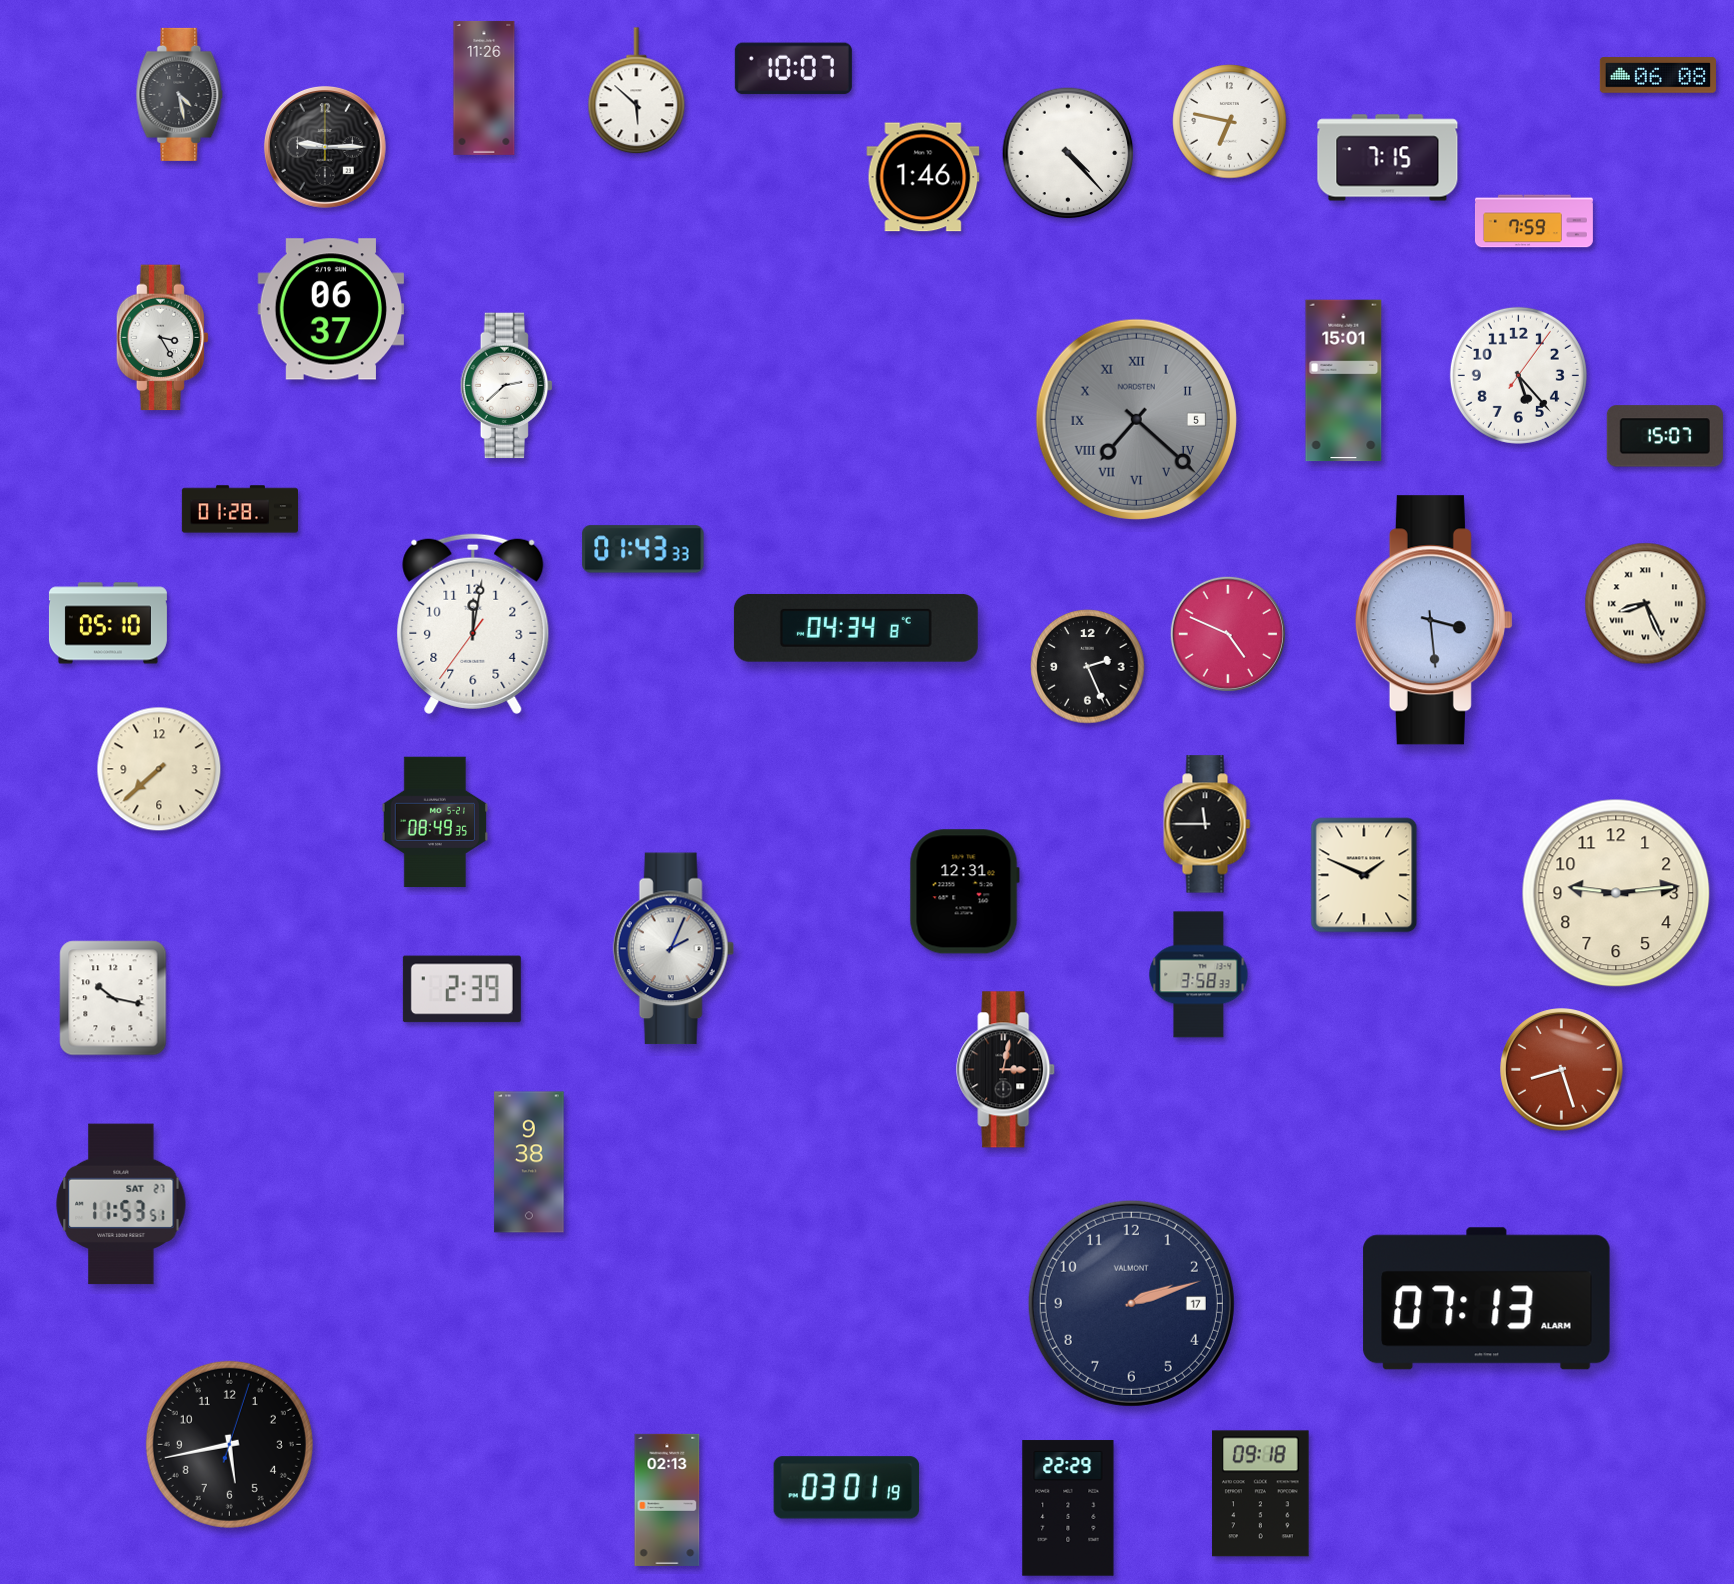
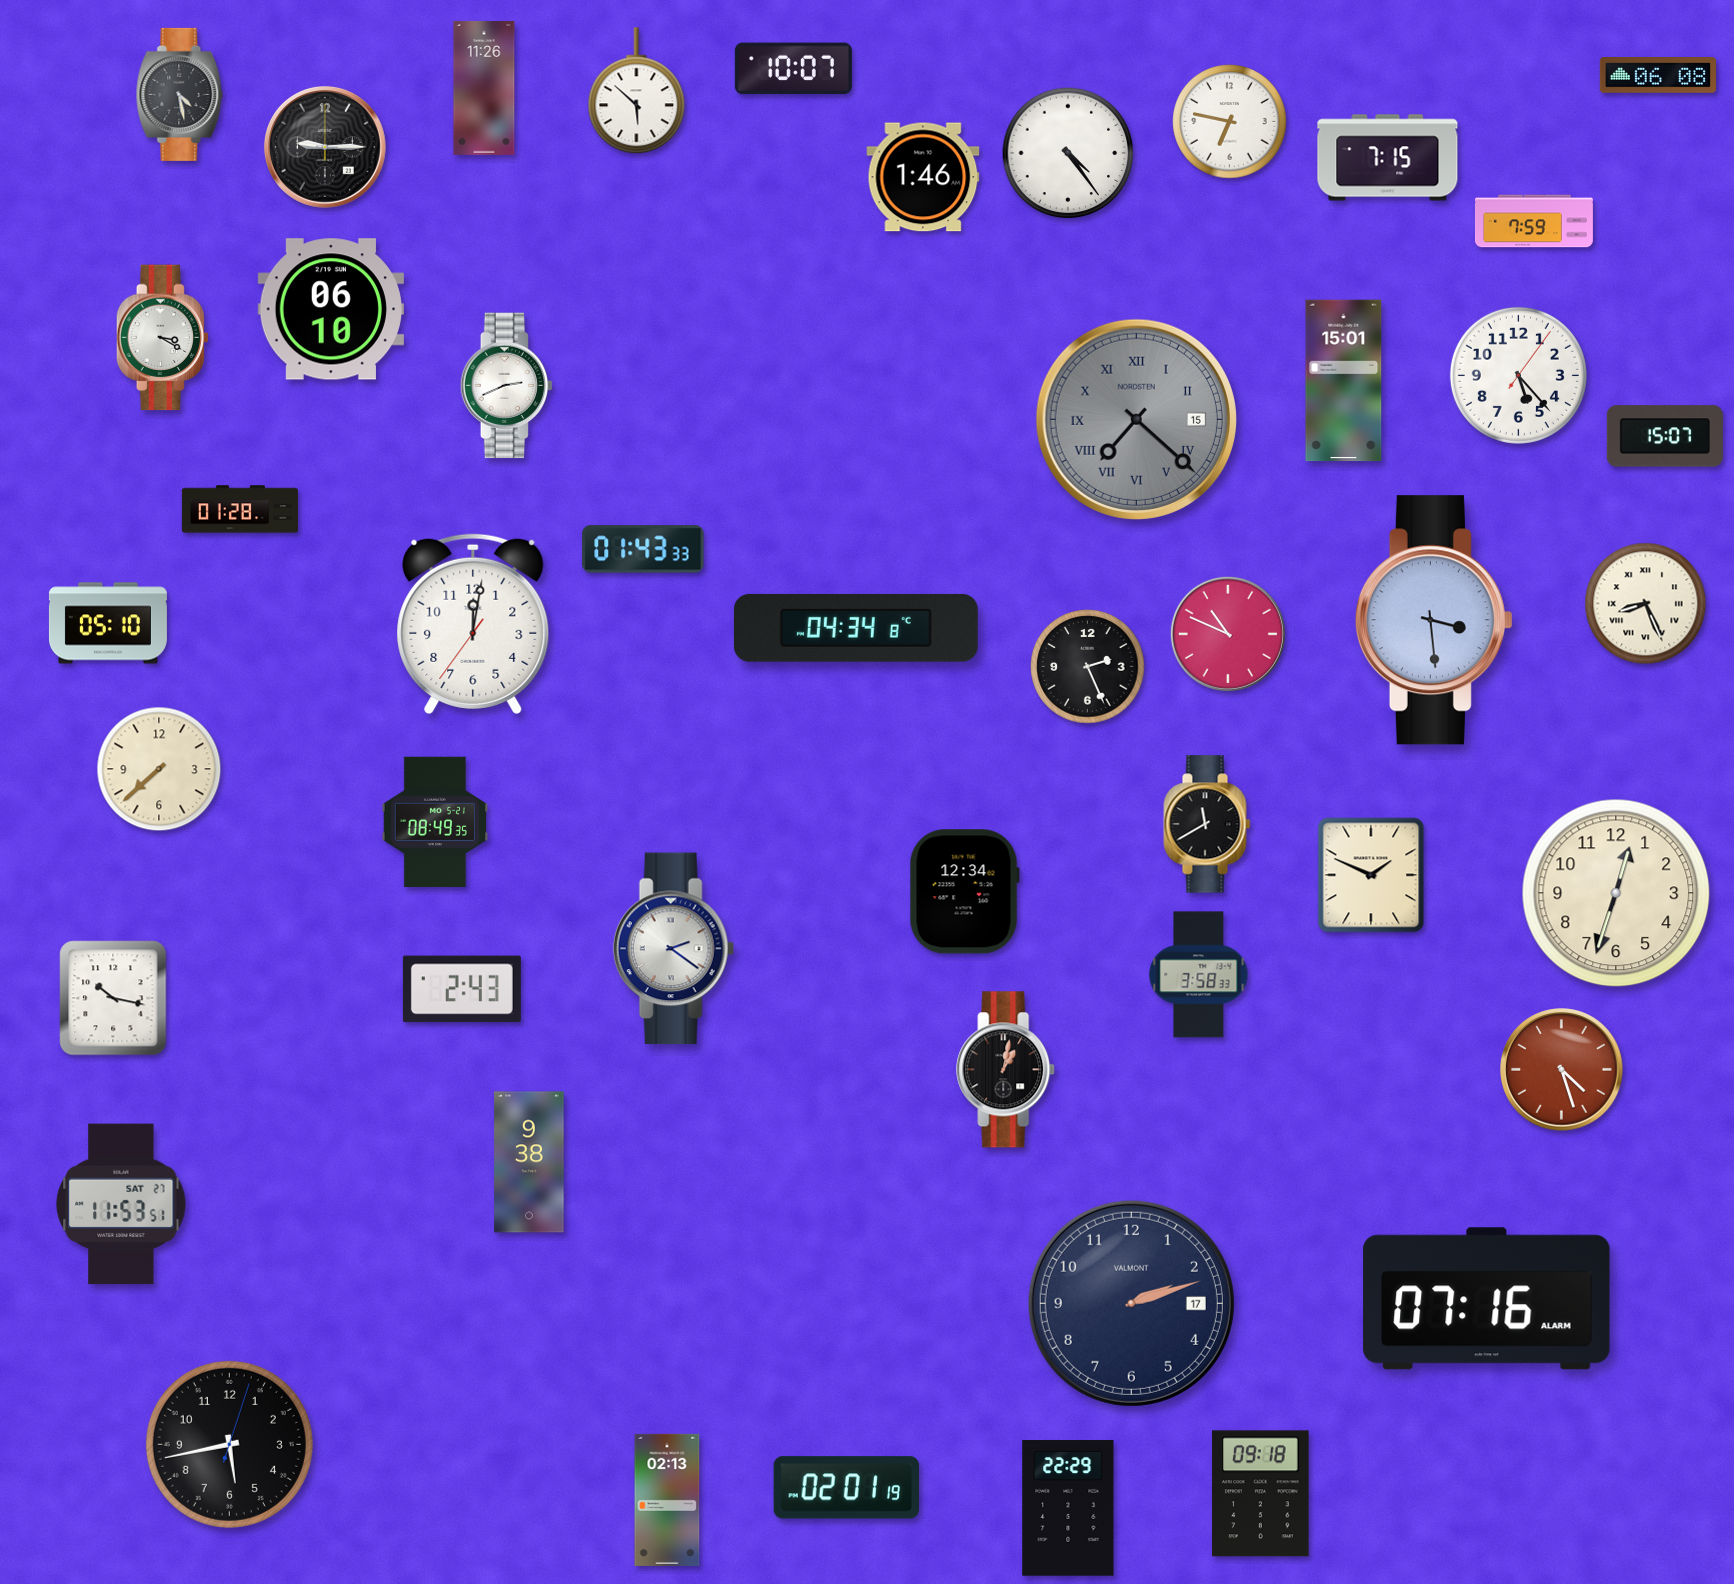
clock at (1068, 153): 4:23 -> 4:24
clock at (330, 309): 06:37 -> 06:10
clock at (162, 338): 3:25 -> 3:20
clock at (506, 386): 2:38 -> 2:41
clock at (1136, 419) date: 5 -> 15
clock at (1228, 634): 4:49 -> 10:49
clock at (1207, 824): 11:45 -> 11:40
clock at (1364, 875) position: (1364, 875) -> (1371, 875)
clock at (964, 892): 12:31 -> 12:34
clock at (1616, 893): 9:14 -> 12:33
clock at (673, 949): 2:04 -> 2:21
clock at (462, 989): 2:39 -> 2:43
clock at (1006, 1070): 3:02 -> 1:02
clock at (1562, 1070): 8:27 -> 4:27
clock at (1487, 1299): 07:13 -> 07:16
clock at (847, 1488): 03:01 -> 02:01
